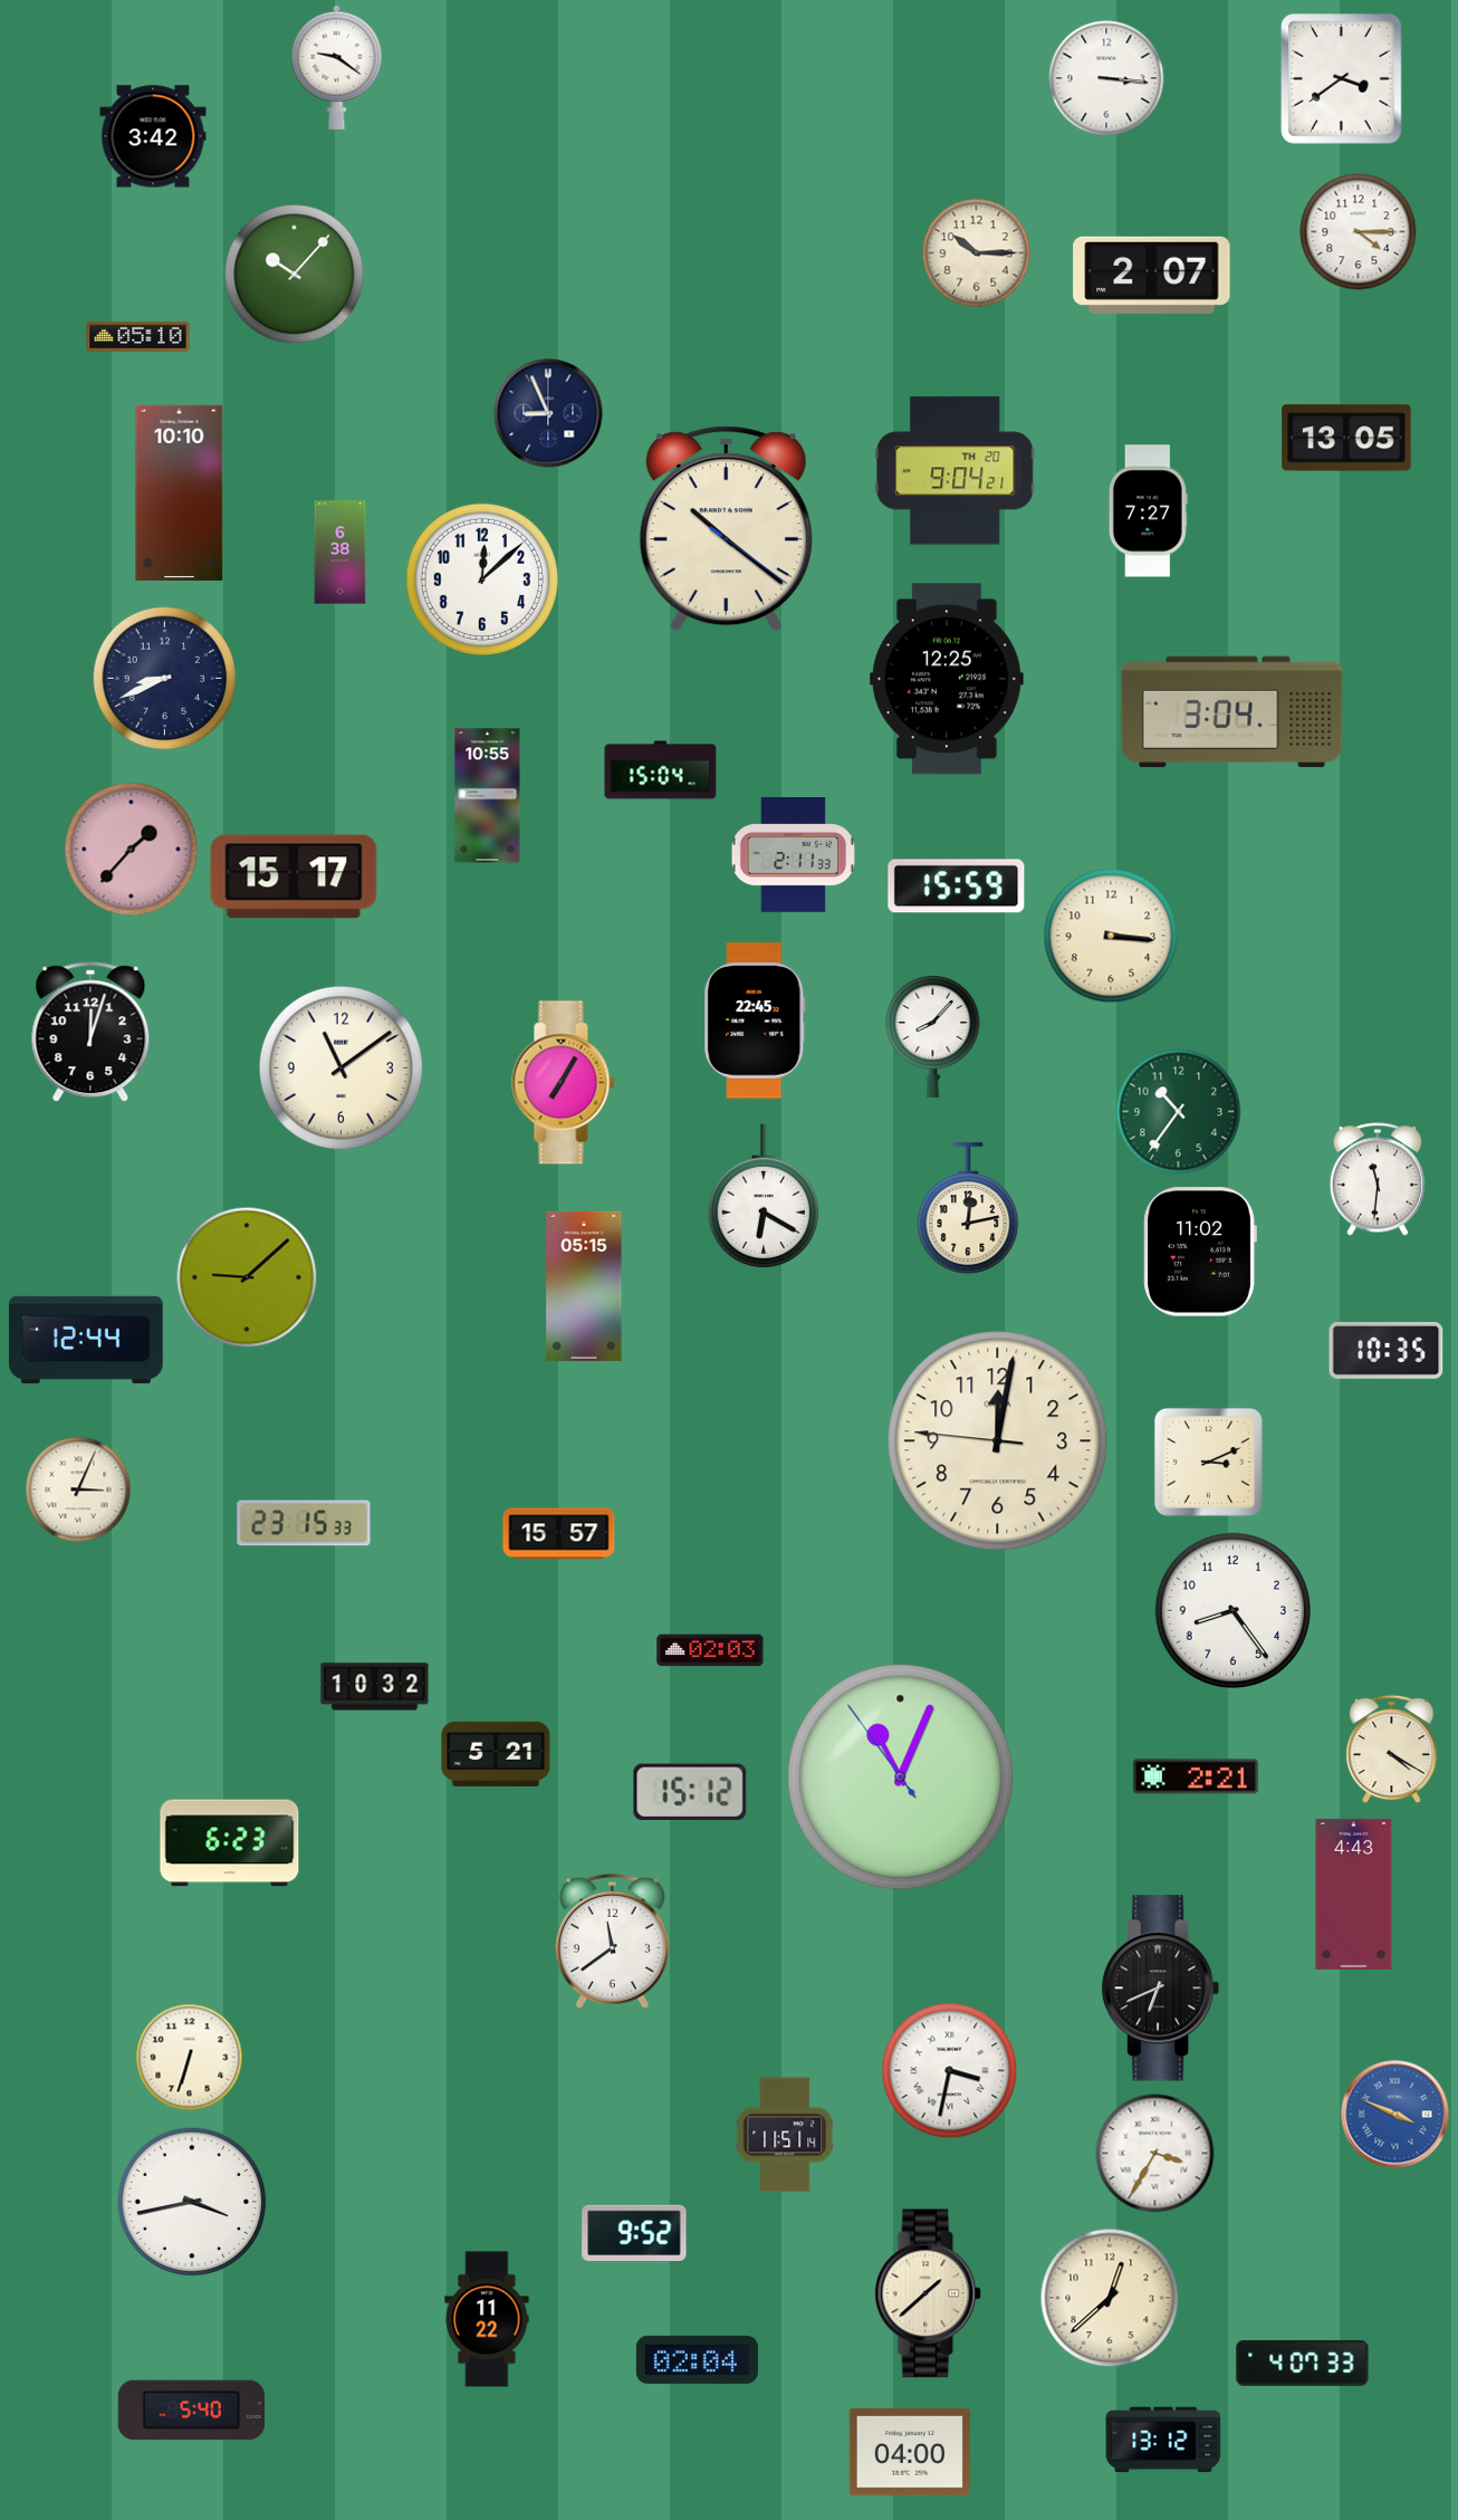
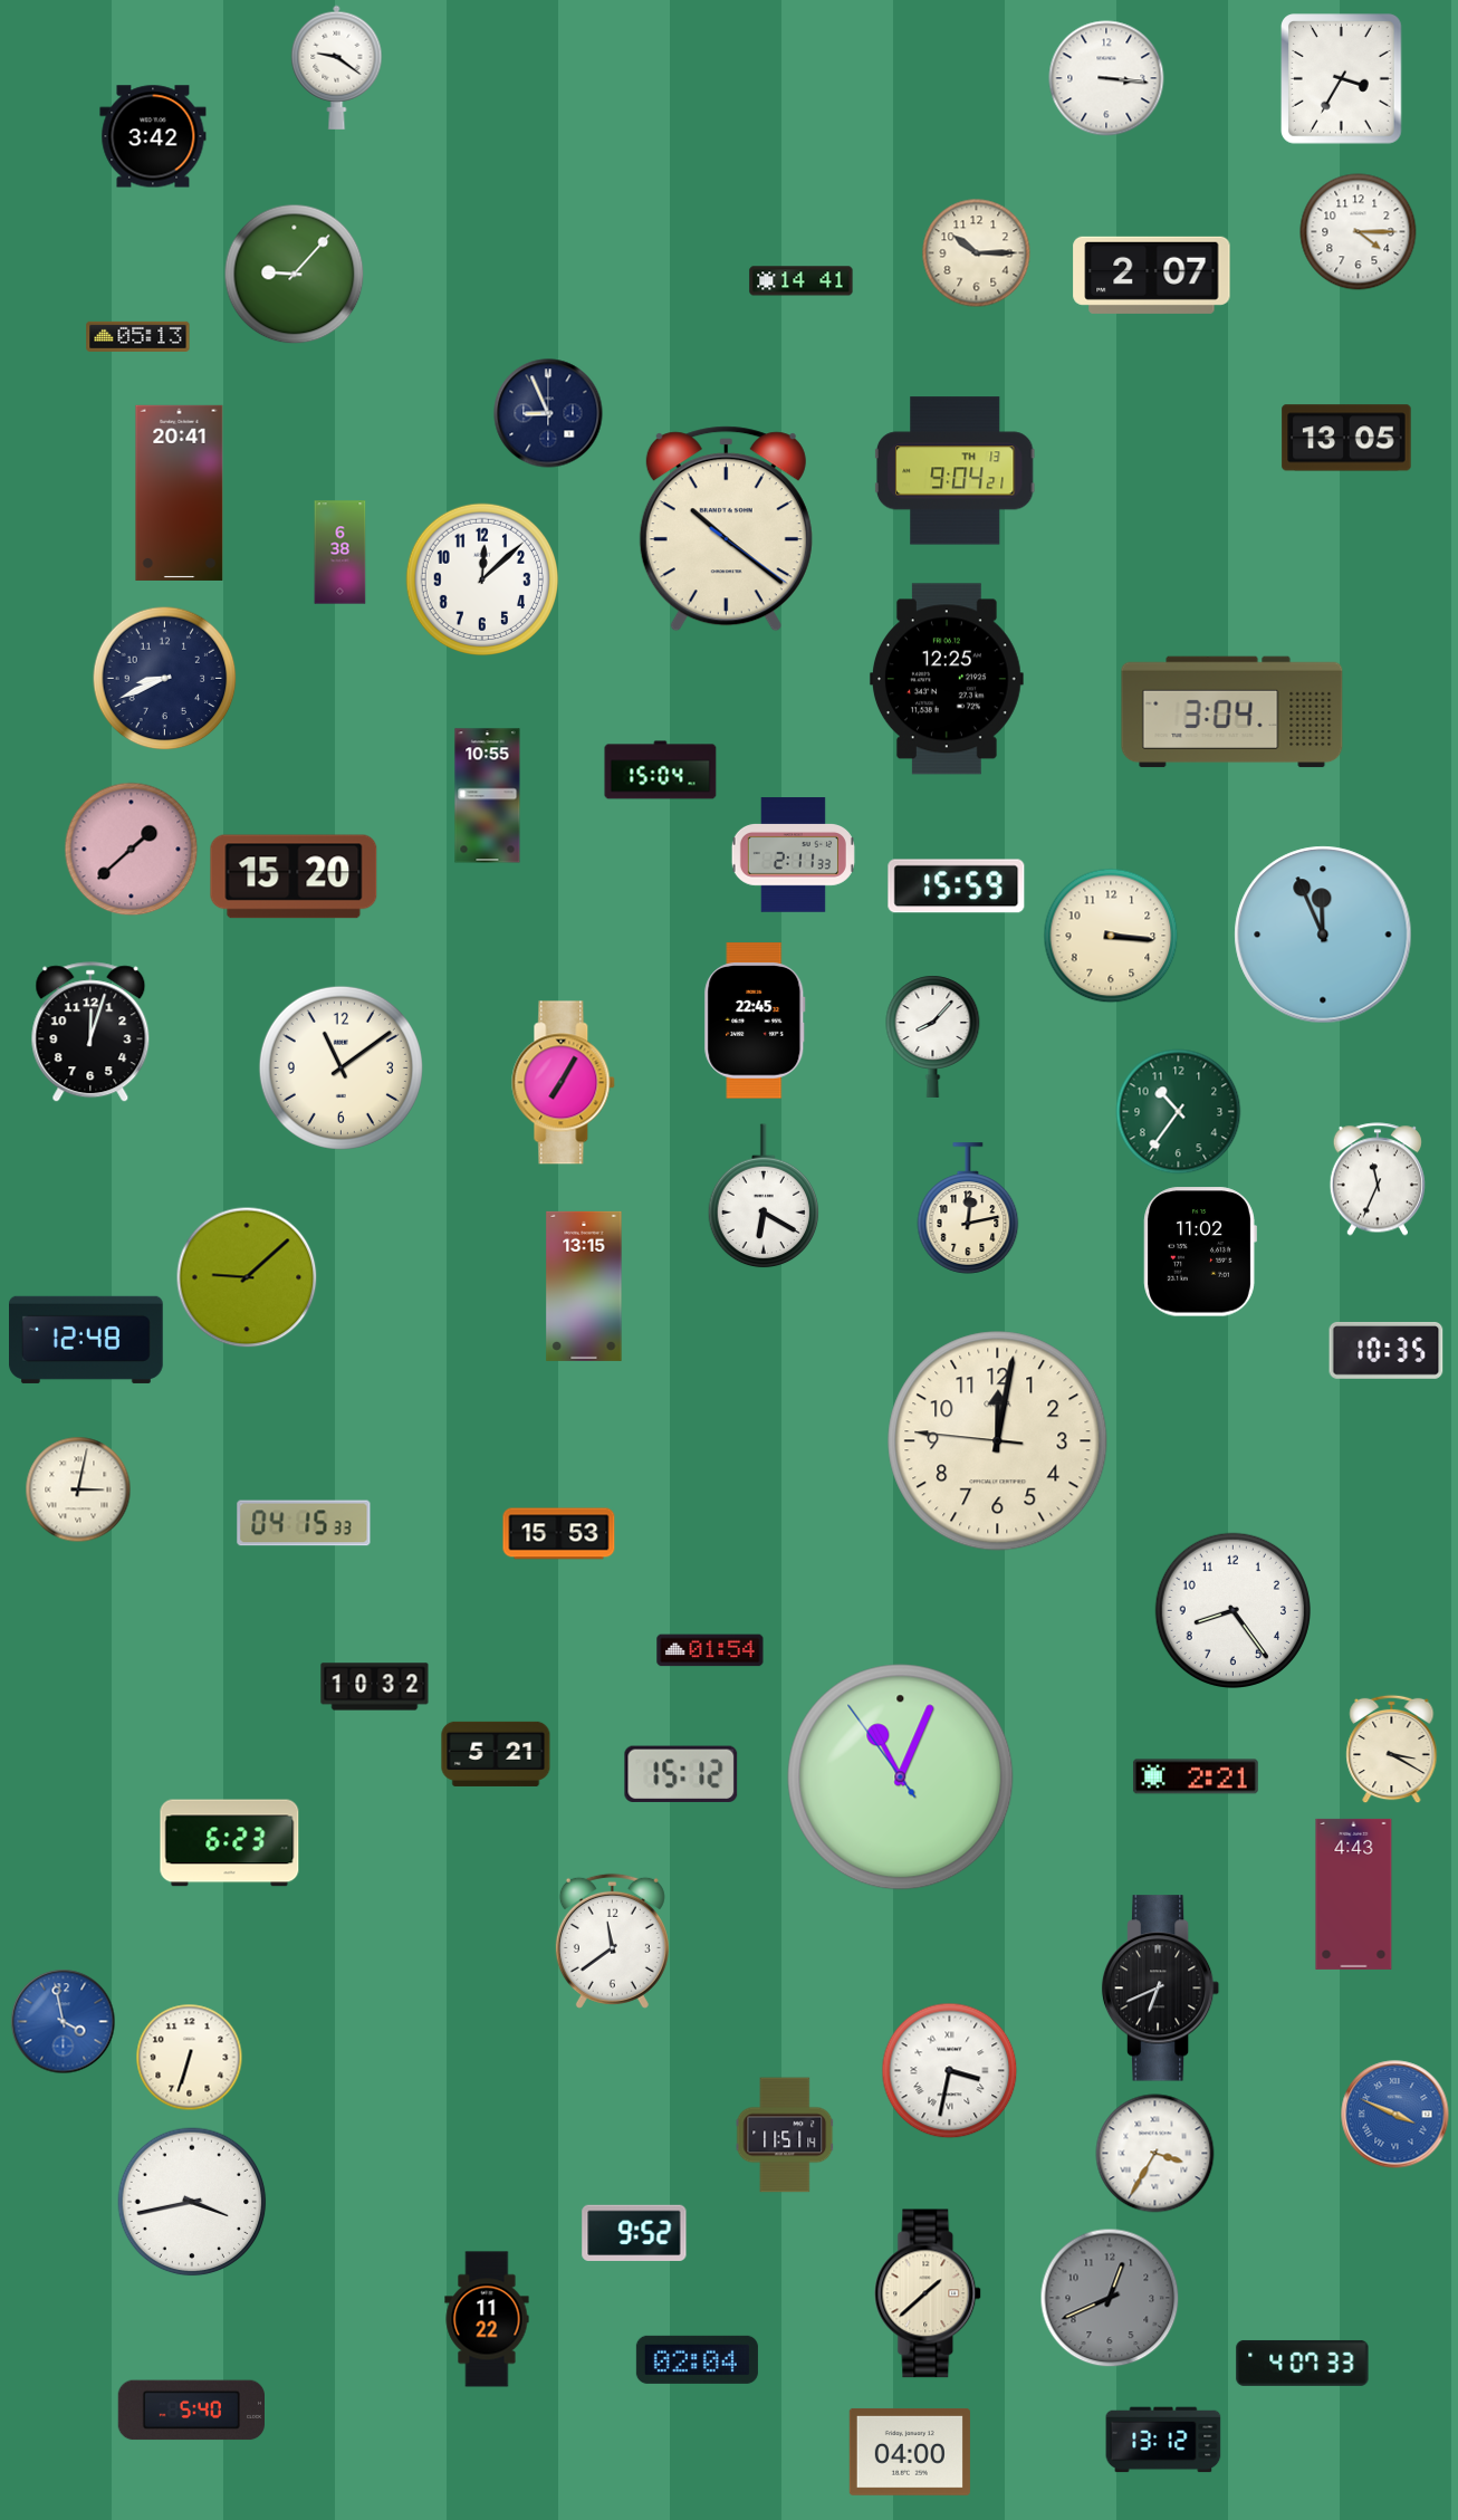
clock at (1342, 79): 3:39 -> 3:35
clock at (295, 275): 10:07 -> 9:07
clock at (802, 281): none -> 14:41
clock at (138, 336): 05:10 -> 05:13
clock at (955, 471) date: TH 20 -> TH 13
clock at (180, 492): 10:10 -> 20:41
clock at (1148, 511): 7:27 -> none
clock at (132, 850): 1:37 -> 1:38
clock at (294, 876): 15:17 -> 15:20
clock at (1323, 935): none -> 11:56
clock at (1378, 1179): 11:31 -> 11:34
clock at (584, 1286): 05:15 -> 13:15
clock at (87, 1340): 12:44 -> 12:48
clock at (1208, 1462): 3:11 -> none
clock at (78, 1489): 3:04 -> 3:02
clock at (304, 1523): 23:15 -> 04:15
clock at (559, 1534): 15:57 -> 15:53
clock at (710, 1650): 02:03 -> 01:54
clock at (1392, 1750): 4:20 -> 3:20
clock at (690, 1792) position: (690, 1792) -> (681, 1774)
clock at (64, 2022): none -> 3:58
clock at (1110, 2298): 12:38 -> 12:41
clock at (1110, 2298) dial: cream -> grey
